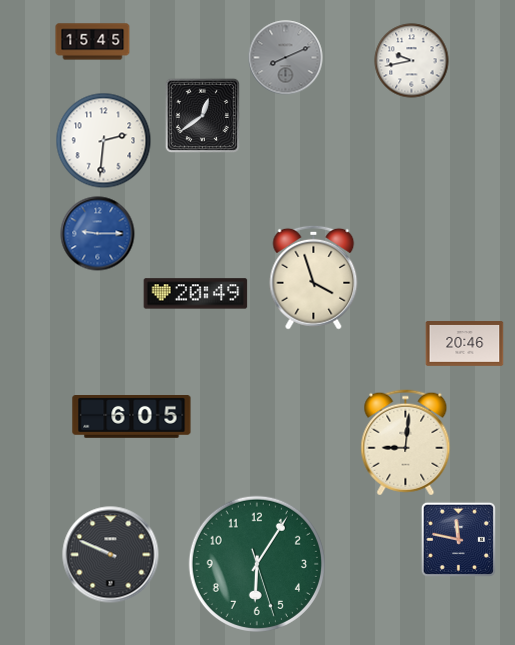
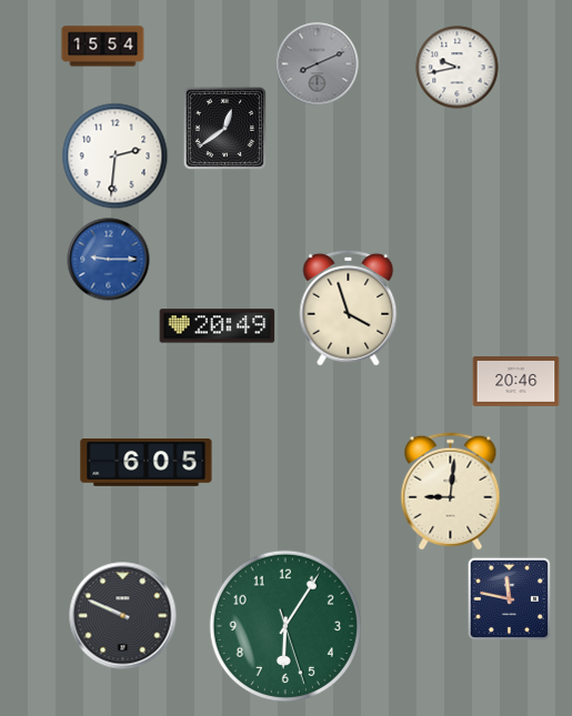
clock at (93, 42): 15:45 -> 15:54
